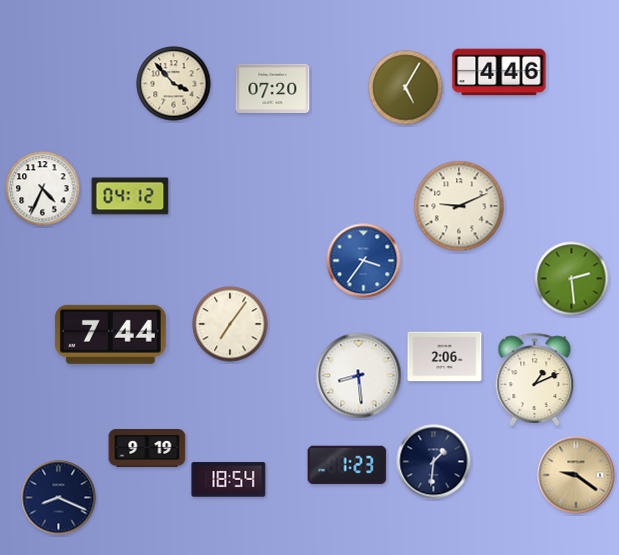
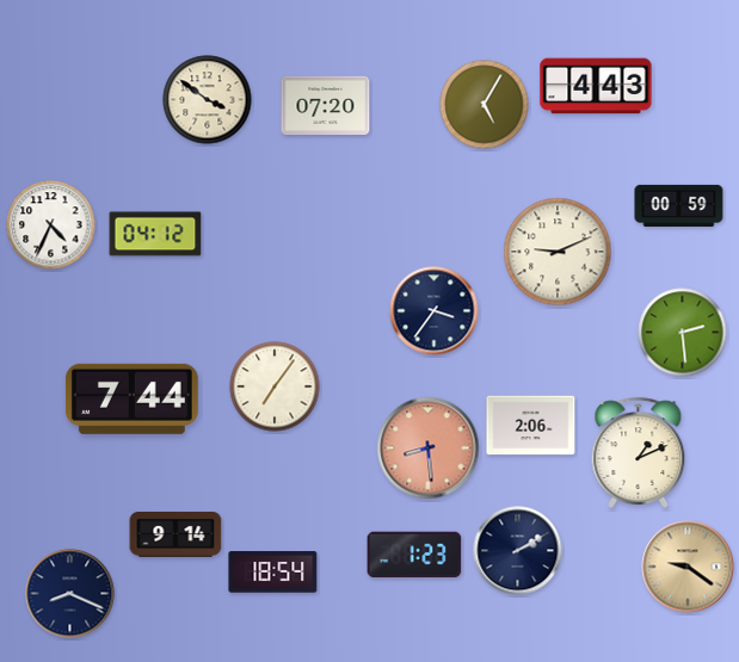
clock at (499, 72): 4:46 -> 4:43
clock at (174, 84): 3:53 -> 3:51
clock at (679, 205): none -> 00:59
clock at (459, 206) position: (459, 206) -> (558, 252)
clock at (364, 261) dial: blue -> navy
clock at (359, 376) dial: white -> salmon
clock at (147, 449): 9:19 -> 9:14
clock at (434, 462): 1:31 -> 2:10
